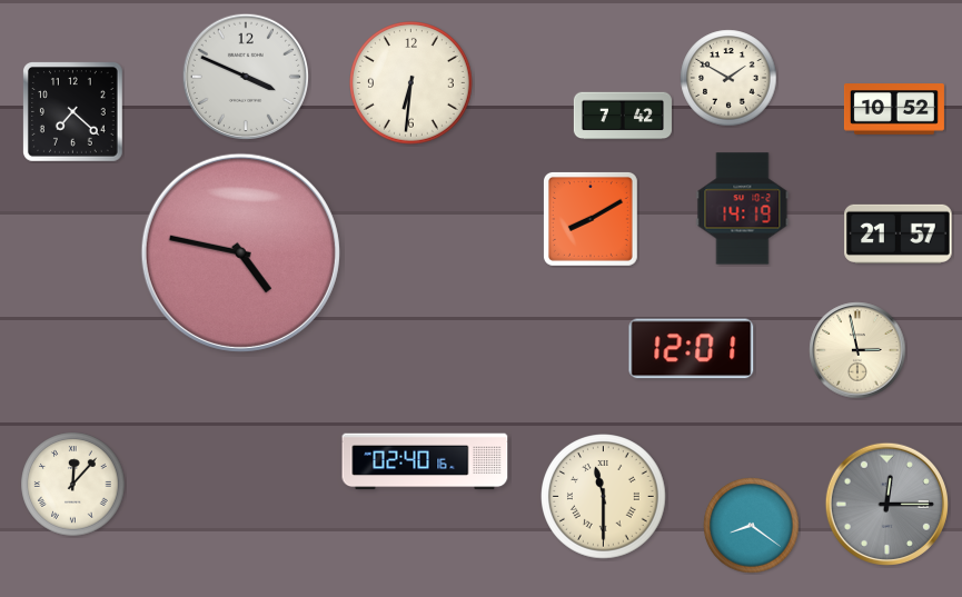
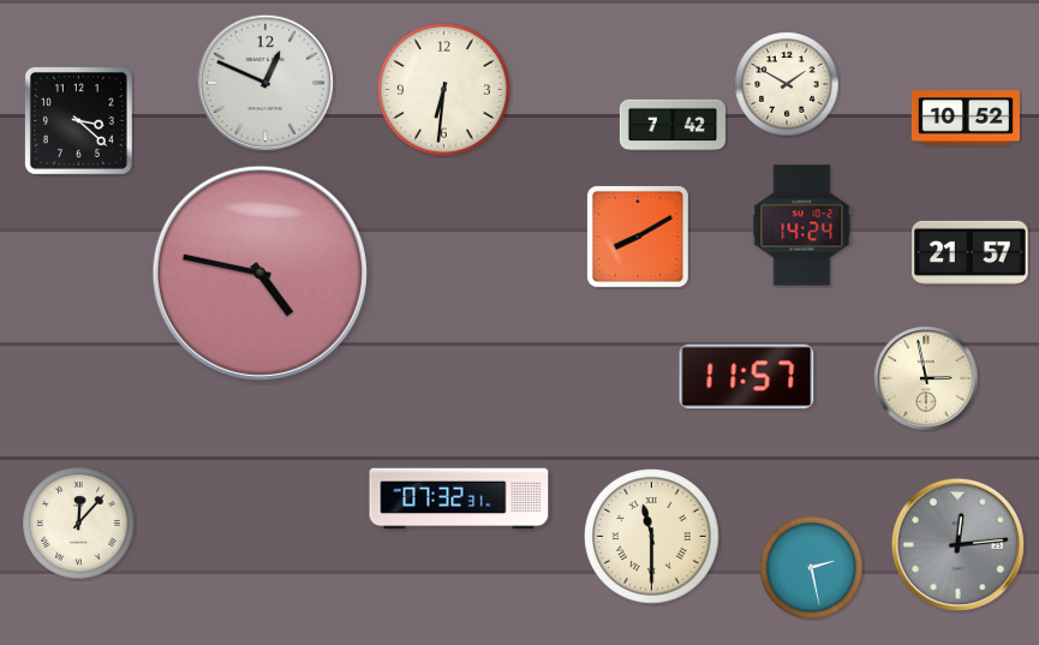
clock at (245, 76): 3:49 -> 12:49
clock at (73, 112): 7:22 -> 3:22
clock at (743, 209): 14:19 -> 14:24
clock at (692, 349): 12:01 -> 11:57
clock at (425, 461): 02:40 -> 07:32
clock at (886, 504): 12:15 -> 12:14
clock at (752, 526): 8:21 -> 2:28
